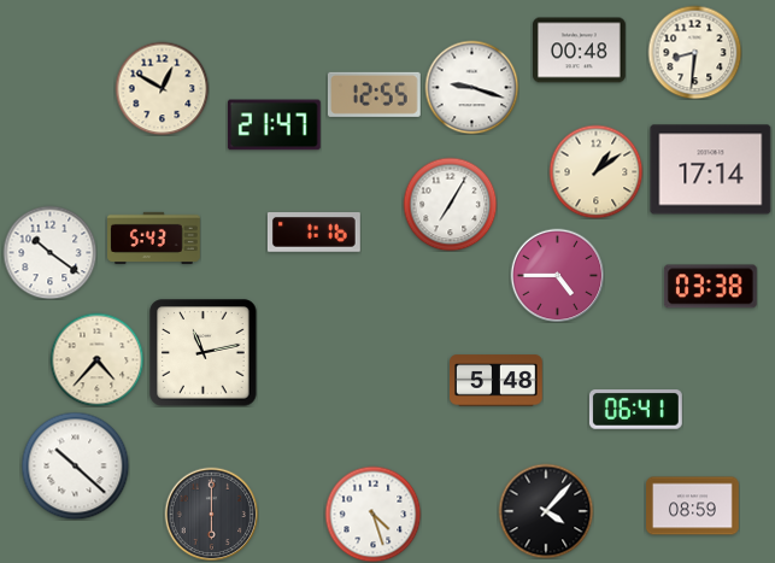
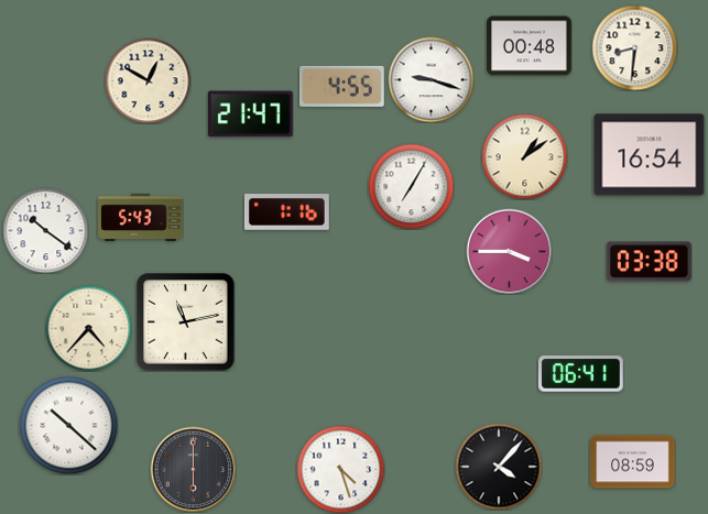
clock at (374, 94): 12:55 -> 4:55
clock at (711, 170): 17:14 -> 16:54
clock at (595, 171) position: (595, 171) -> (524, 156)
clock at (557, 275): 4:45 -> 3:45
clock at (497, 381): 5:48 -> none
